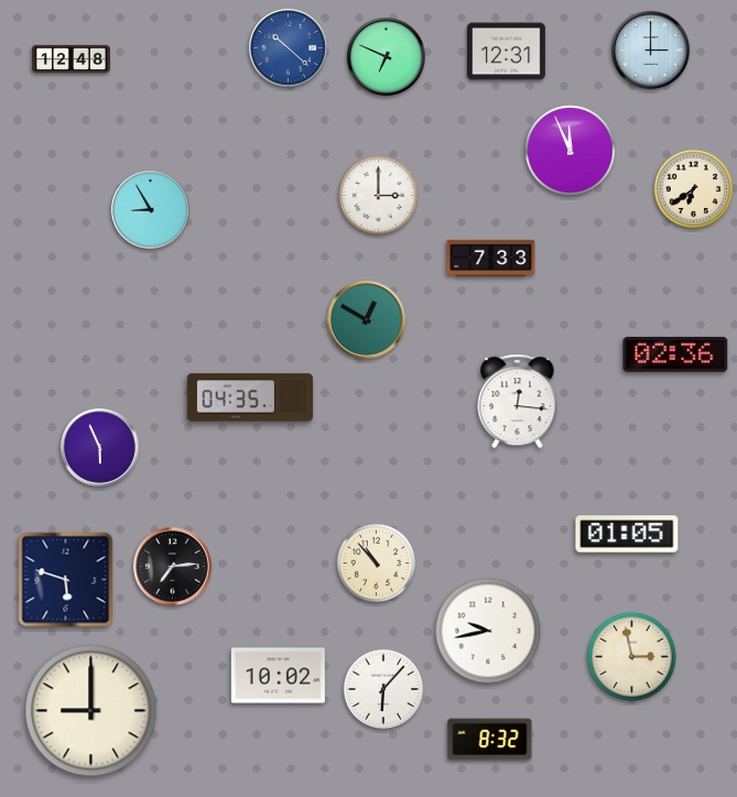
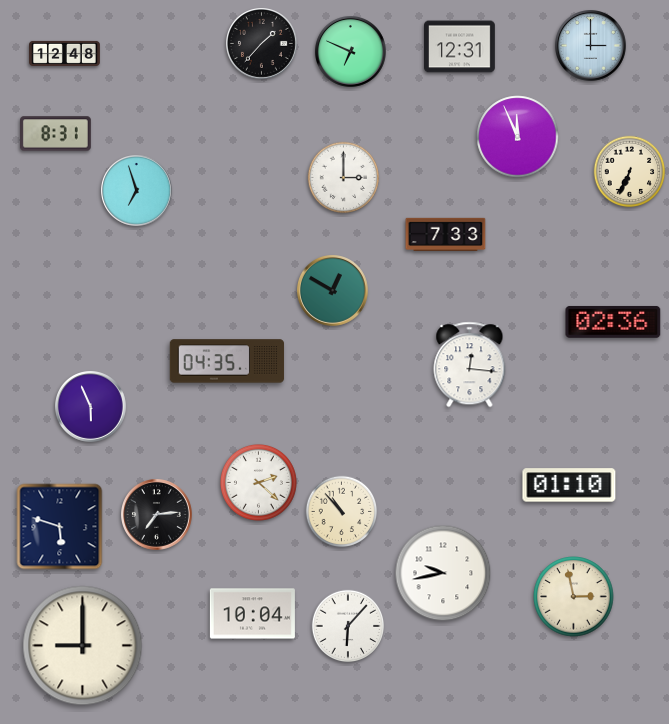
clock at (289, 48): 10:22 -> 1:37
clock at (289, 48) dial: blue -> black
clock at (56, 134): none -> 8:31
clock at (694, 189): 6:39 -> 6:34
clock at (151, 210): 8:55 -> 6:57
clock at (258, 482): none -> 2:22
clock at (627, 534): 01:05 -> 01:10
clock at (278, 676): 10:02 -> 10:04
clock at (490, 740): 8:32 -> none
